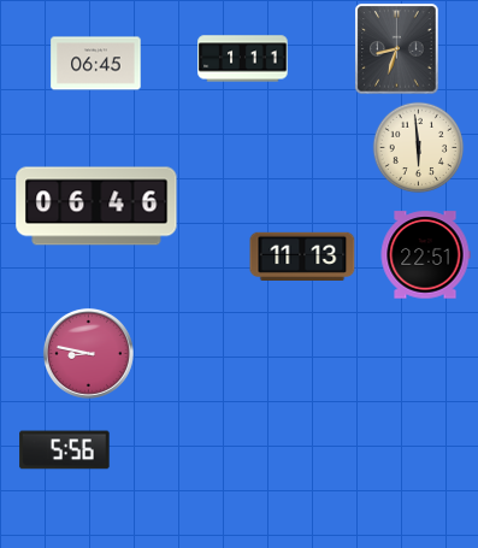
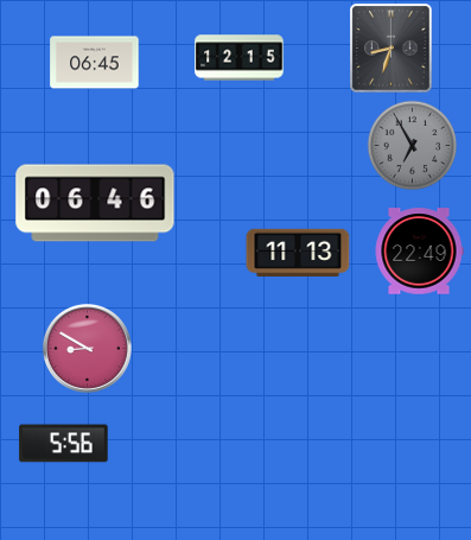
clock at (243, 59): 1:11 -> 12:15
clock at (419, 148): 5:59 -> 6:55
clock at (419, 148) dial: cream -> grey
clock at (425, 255): 22:51 -> 22:49
clock at (88, 353): 8:47 -> 8:50
